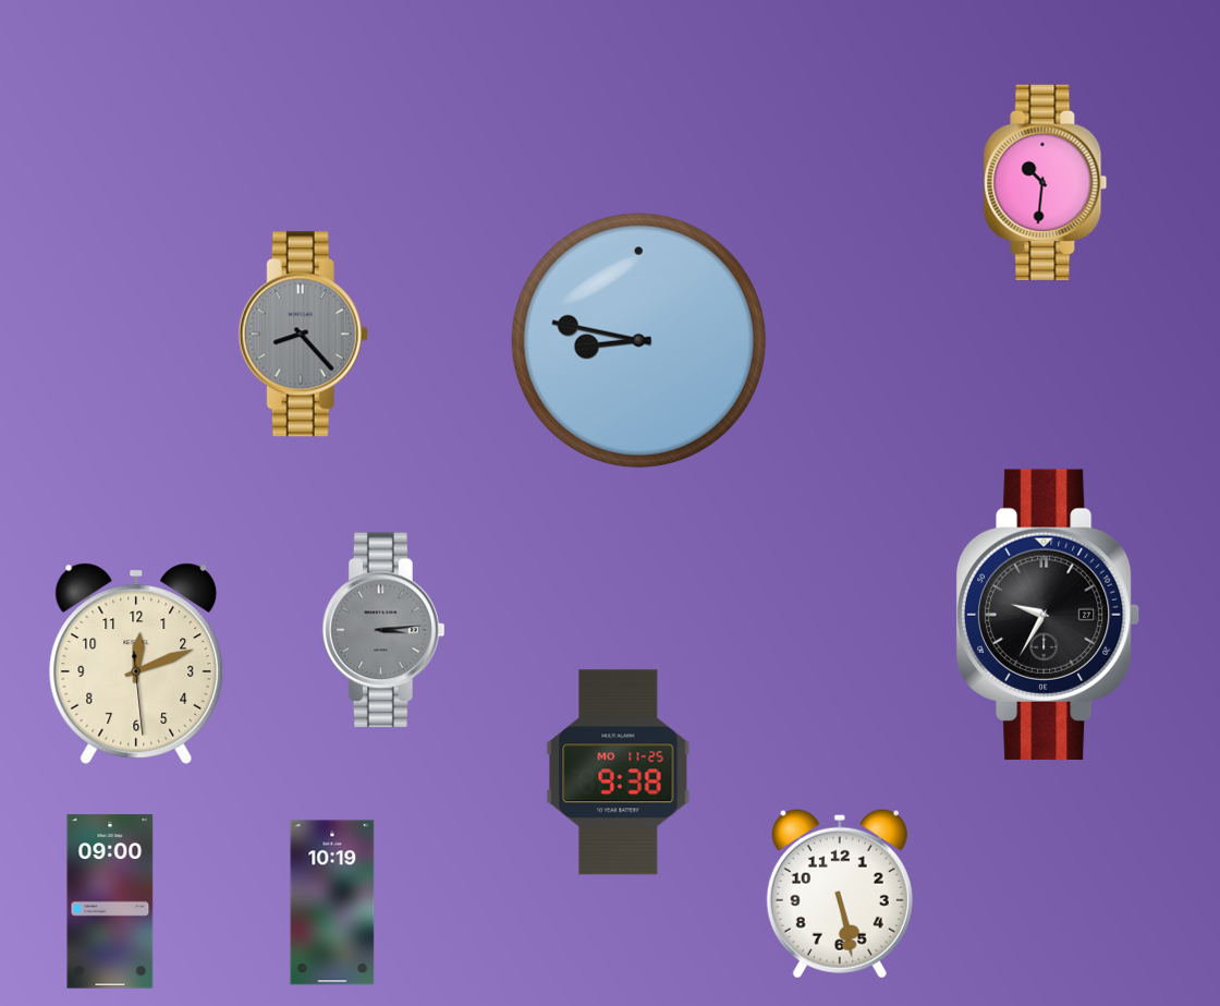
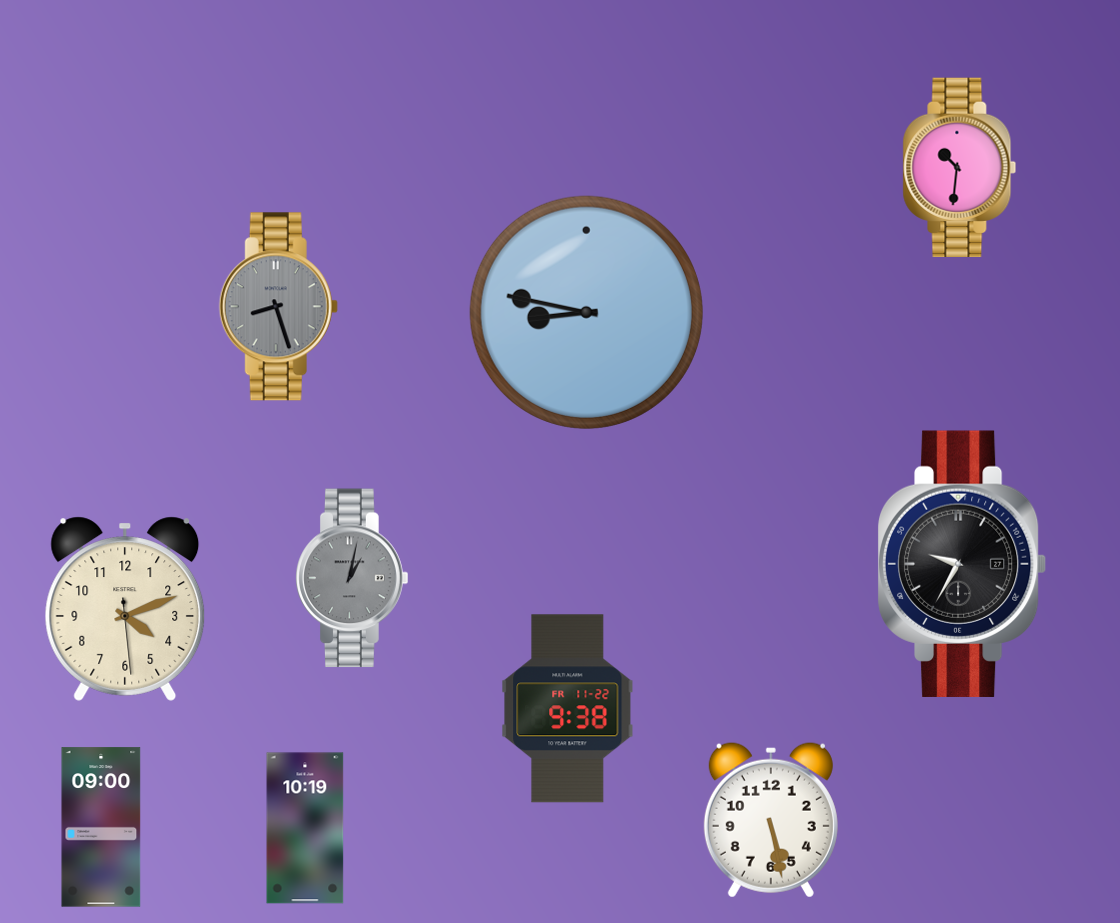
clock at (303, 335): 8:23 -> 8:27
clock at (383, 630): 3:14 -> 1:02
clock at (136, 664): 12:11 -> 4:11
clock at (619, 773) date: MO 11-25 -> FR 11-22
